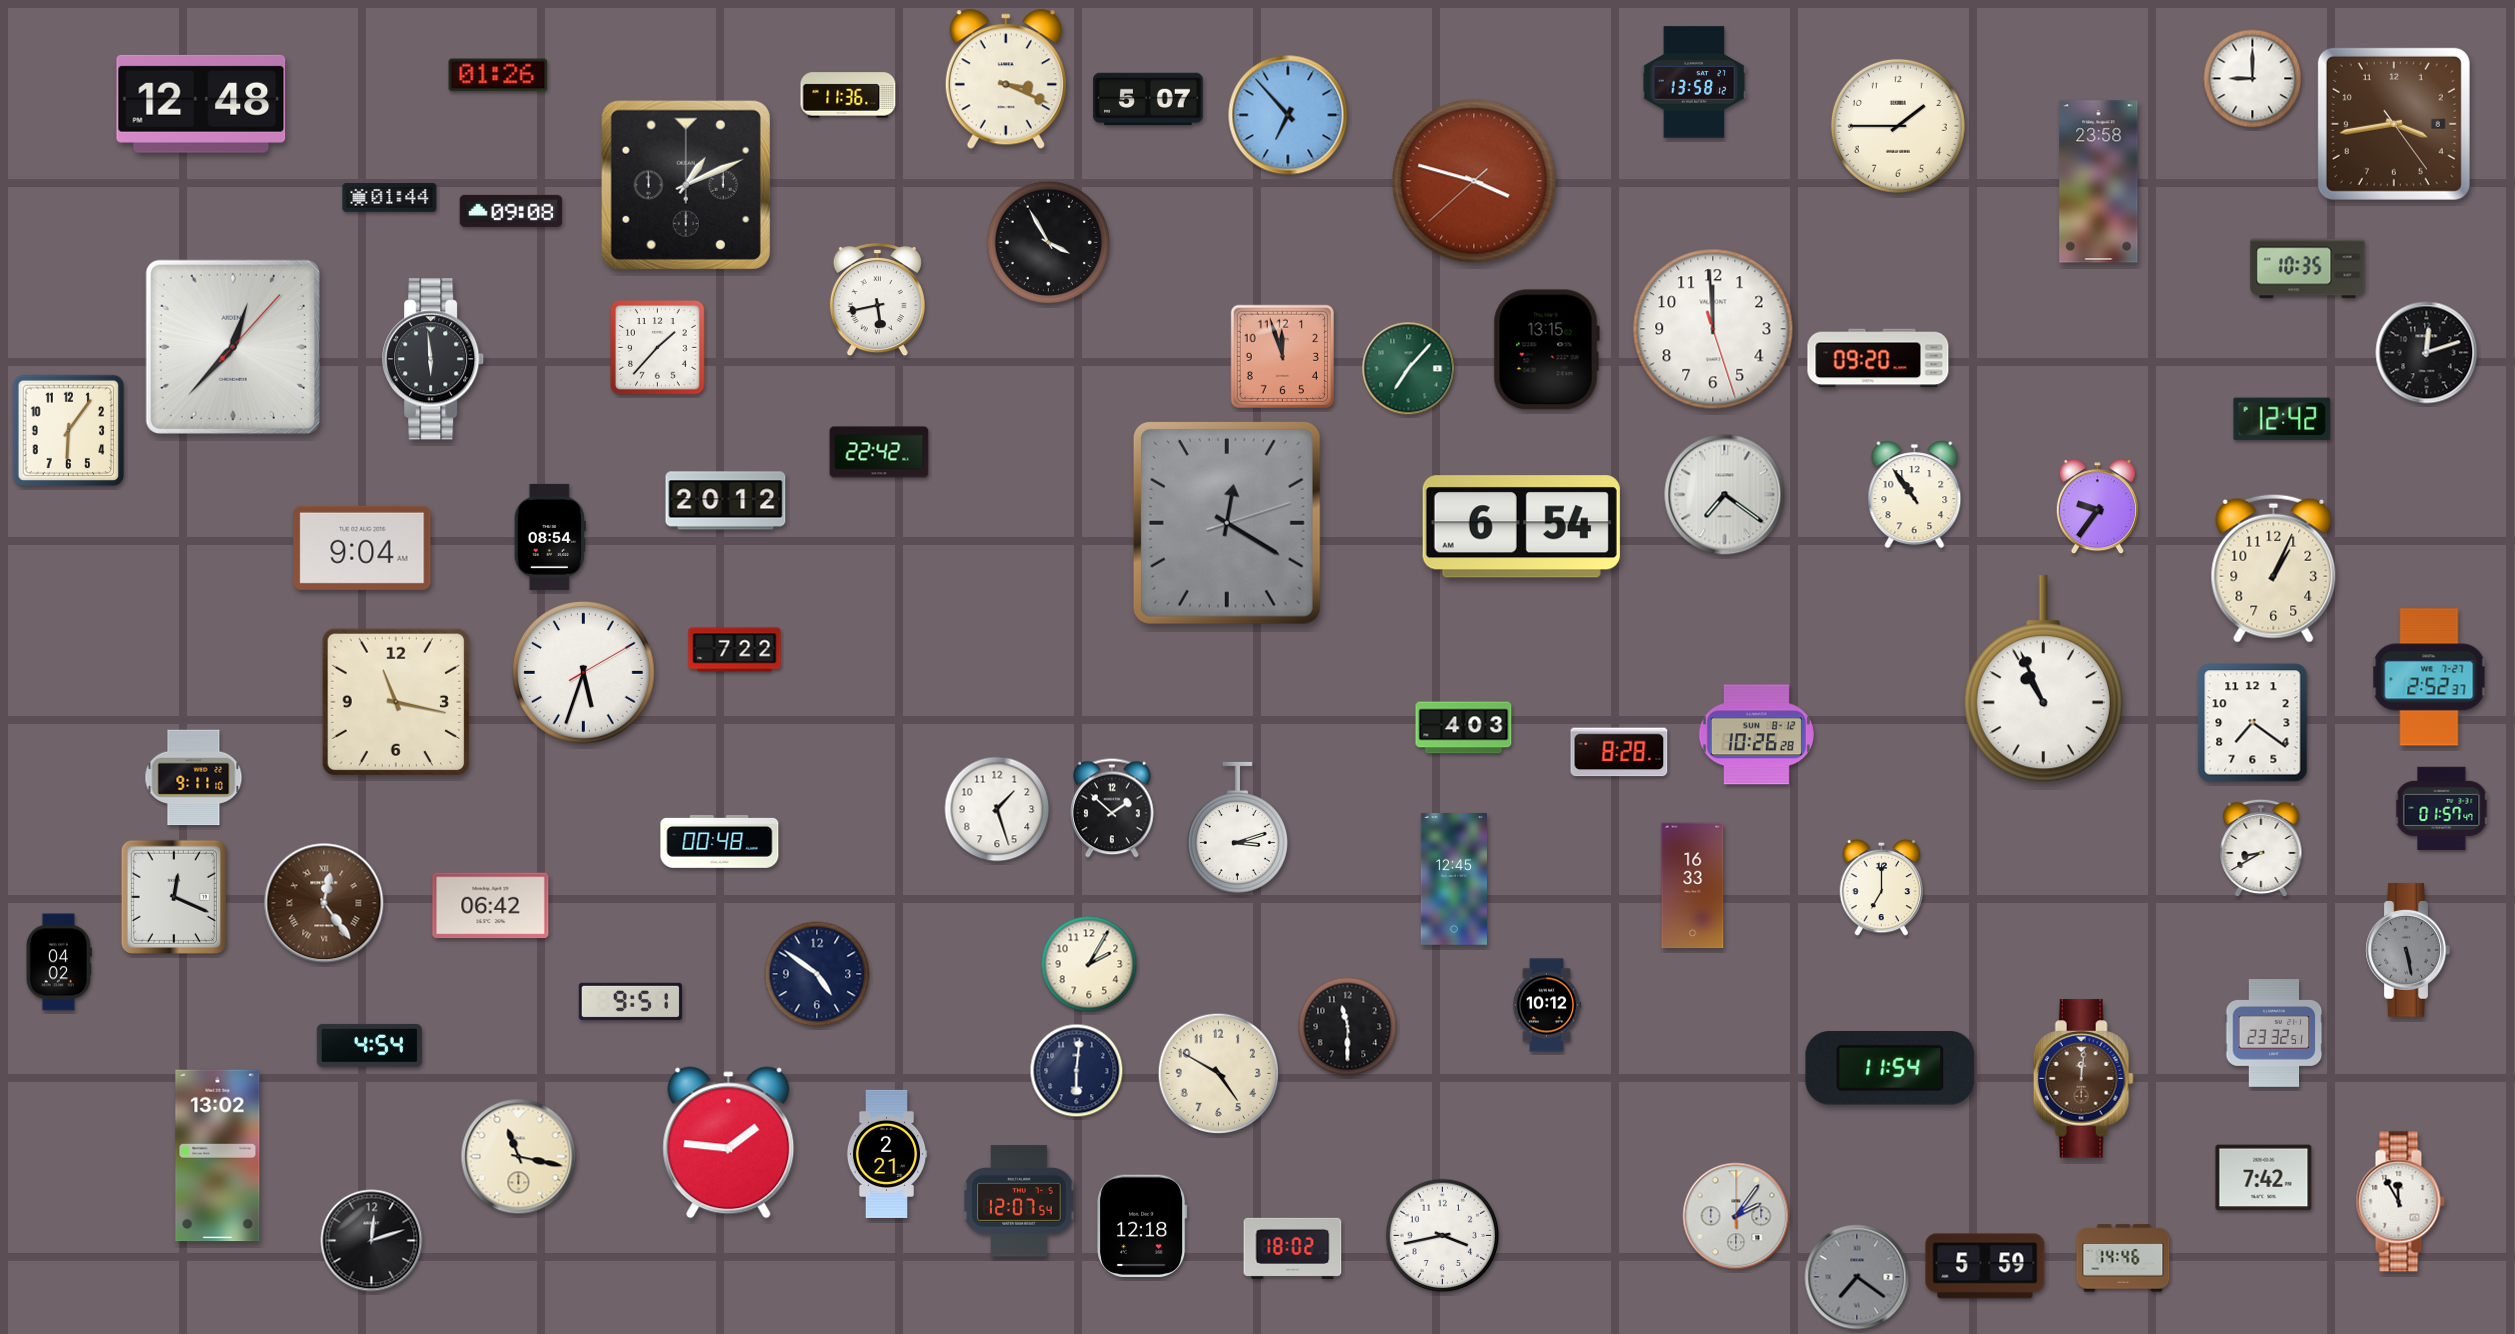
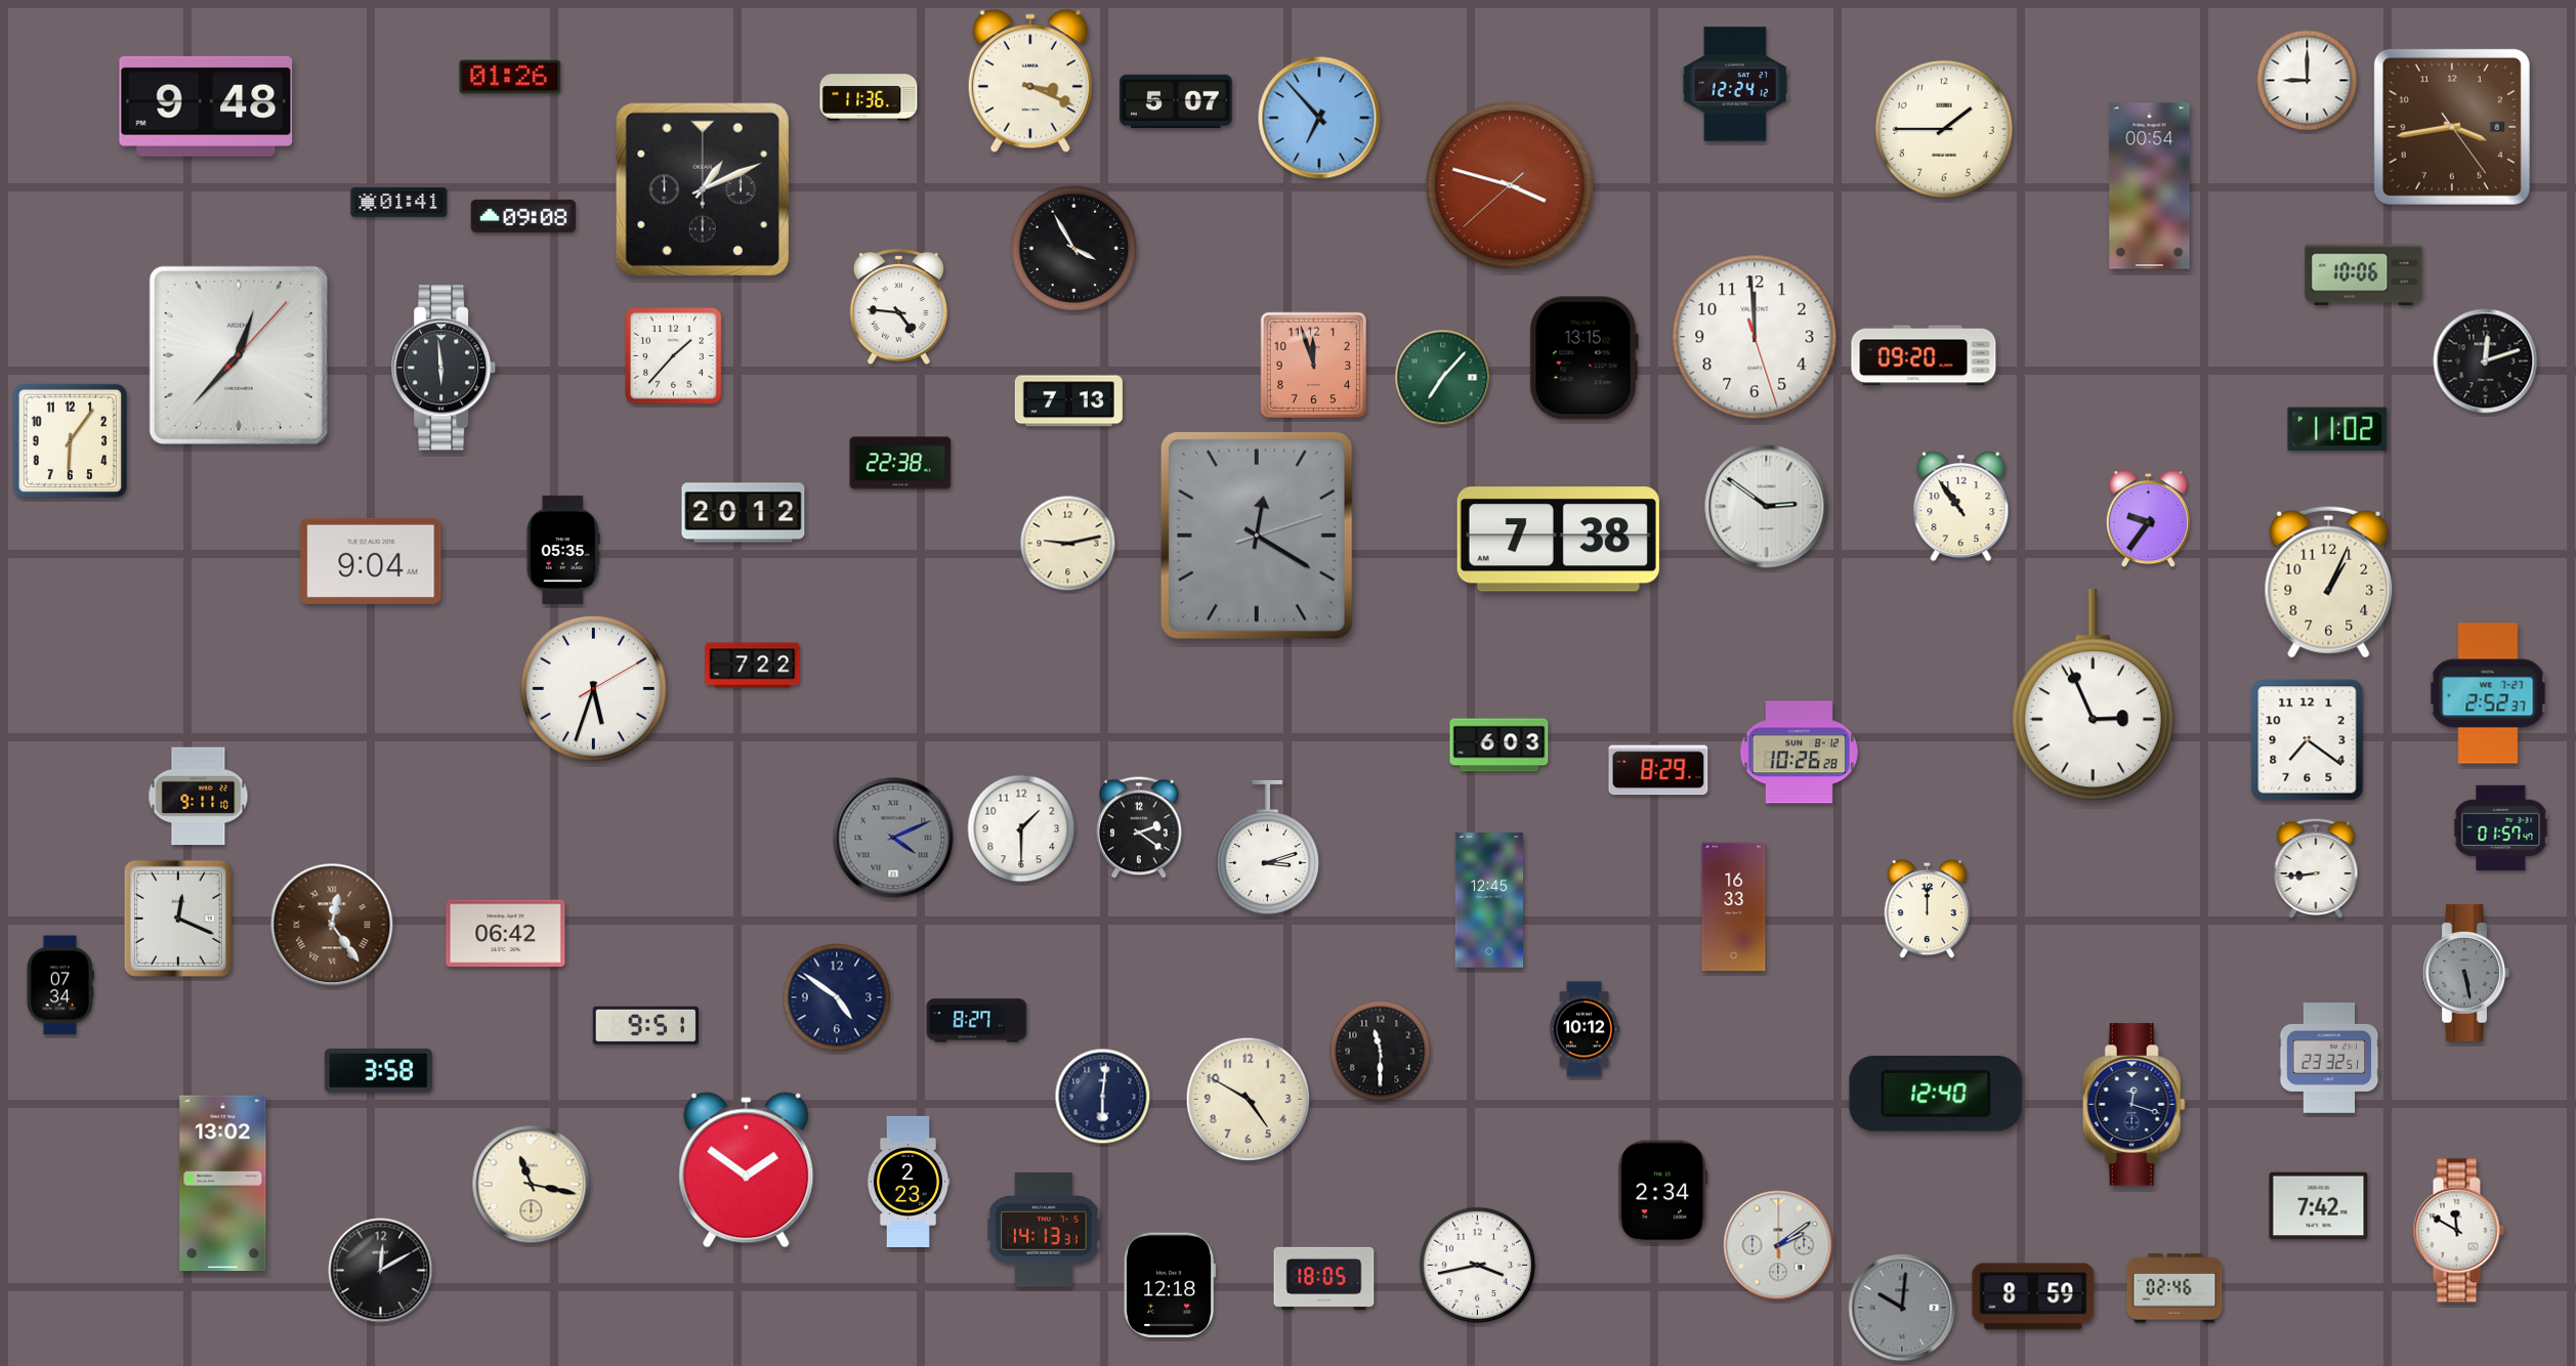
clock at (1694, 82): 13:58 -> 12:24
clock at (201, 104): 12:48 -> 9:48
clock at (2099, 182): 23:58 -> 00:54
clock at (390, 198): 01:44 -> 01:41
clock at (2308, 269): 10:35 -> 10:06
clock at (877, 301): 5:43 -> 4:46
clock at (1878, 358) position: (1878, 358) -> (1924, 355)
clock at (1068, 401): none -> 7:13
clock at (2282, 419): 12:42 -> 11:02
clock at (879, 452): 22:42 -> 22:38
clock at (1725, 495): 7:21 -> 2:51
clock at (1521, 527): 6:54 -> 7:38
clock at (1068, 544): none -> 9:13
clock at (550, 537): 08:54 -> 05:35
clock at (583, 672) position: (583, 672) -> (593, 688)
clock at (2043, 679): 10:56 -> 2:56
clock at (396, 702): 11:17 -> none
clock at (1464, 728): 4:03 -> 6:03
clock at (1619, 752): 8:28 -> 8:29
clock at (1112, 808): 1:52 -> 2:21
clock at (997, 809): 1:27 -> 1:30
clock at (893, 838): none -> 4:11
clock at (720, 841): 00:48 -> none
clock at (2261, 848): 8:40 -> 8:44
clock at (1882, 888): 7:00 -> 12:00
clock at (491, 906) position: (491, 906) -> (506, 934)
clock at (59, 962): 04:02 -> 07:34
clock at (1089, 964): 2:05 -> none
clock at (977, 1021): none -> 8:27
clock at (369, 1045): 4:54 -> 3:58
clock at (1890, 1069): 11:54 -> 12:40
clock at (2083, 1079): 12:01 -> 12:18
clock at (2083, 1079) dial: brown -> navy
clock at (729, 1143): 1:46 -> 1:51
clock at (887, 1154): 2:21 -> 2:23
clock at (1663, 1192): none -> 2:34
clock at (1019, 1201): 12:07 -> 14:13
clock at (2400, 1202): 11:55 -> 11:50
clock at (1736, 1216): 2:06 -> 2:09
clock at (1143, 1225) position: (1143, 1225) -> (1171, 1284)
clock at (372, 1241): 12:12 -> 12:10
clock at (1293, 1248): 18:02 -> 18:05
clock at (2123, 1258): 14:46 -> 02:46
clock at (1985, 1266): 5:59 -> 8:59
clock at (1857, 1277): 7:21 -> 10:01
